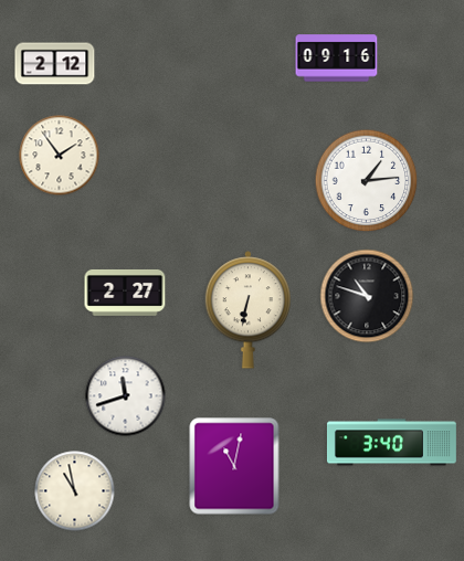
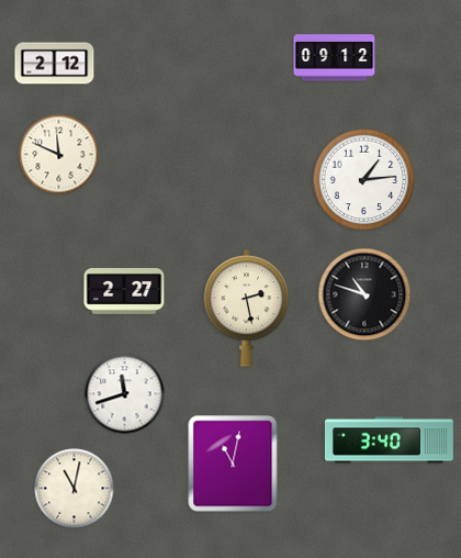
clock at (337, 59): 09:16 -> 09:12
clock at (60, 156): 1:54 -> 11:49
clock at (249, 310): 6:32 -> 2:28
clock at (75, 491): 10:58 -> 11:02
